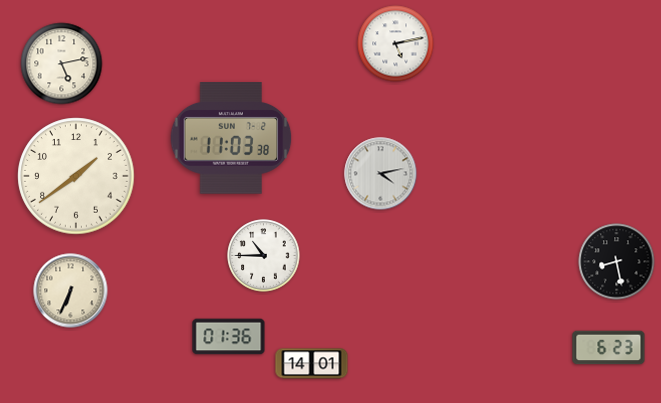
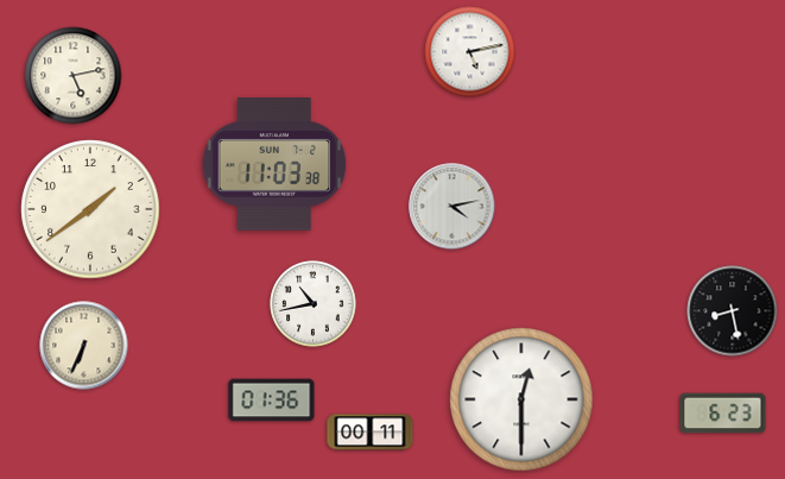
clock at (264, 256): 10:45 -> 10:43
clock at (521, 399): none -> 12:30
clock at (312, 364): 14:01 -> 00:11
